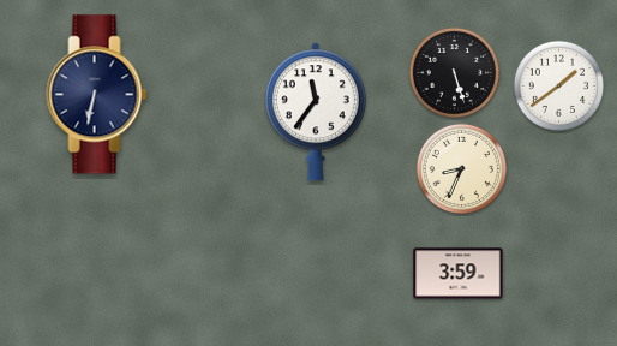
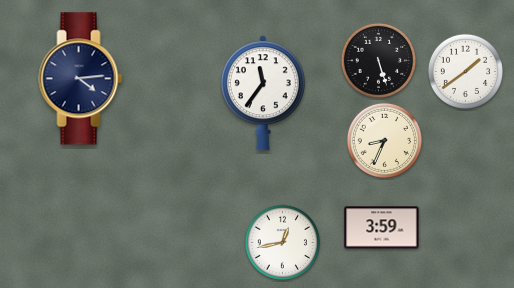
clock at (97, 95): 6:32 -> 4:14
clock at (282, 242): none -> 12:43
